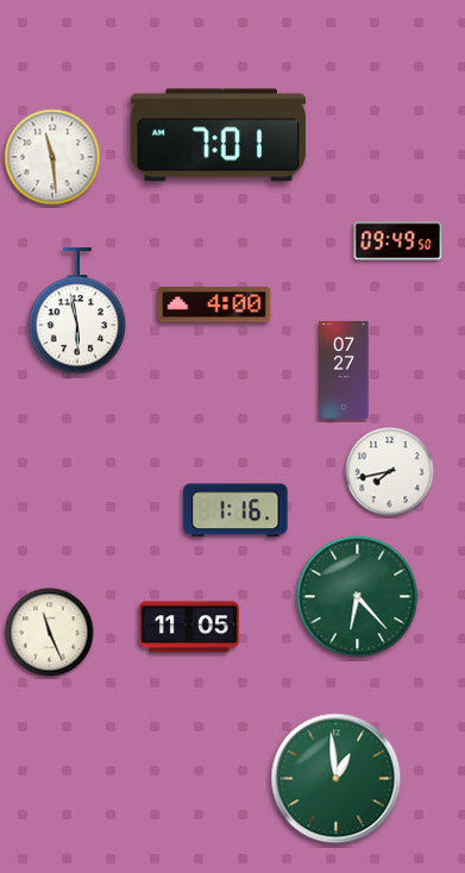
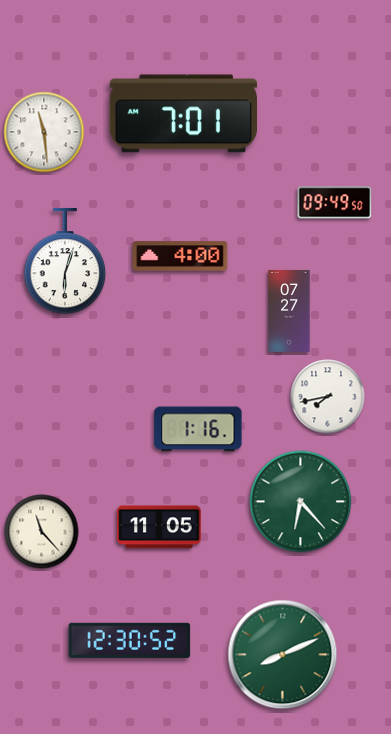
clock at (77, 310): 5:58 -> 6:03
clock at (50, 633): 11:26 -> 11:23
clock at (130, 640): none -> 12:30
clock at (337, 779): 12:59 -> 8:11
